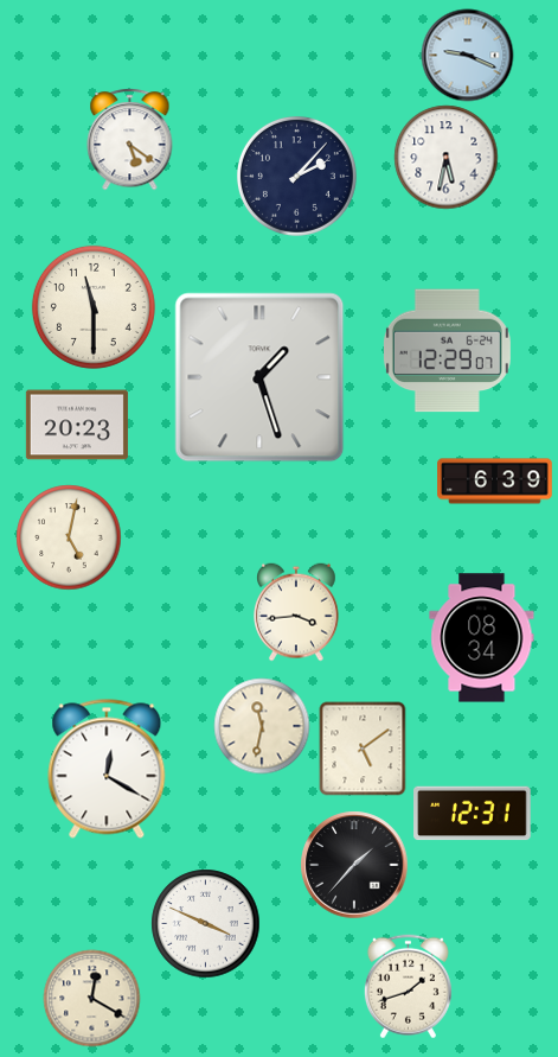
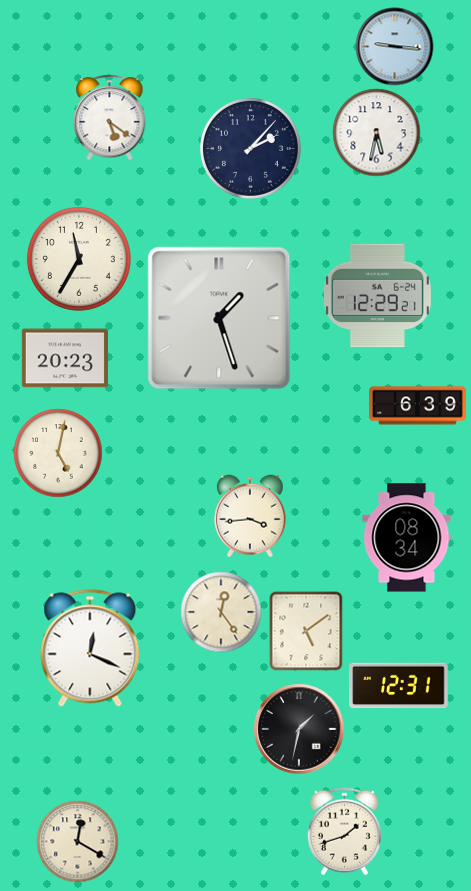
clock at (467, 55): 9:19 -> 9:16
clock at (94, 307): 11:30 -> 11:35
clock at (447, 351): 12:29:07 -> 12:29:21
clock at (262, 726): 11:32 -> 12:24
clock at (107, 769): 12:20 -> 12:19
clock at (354, 865): 1:37 -> 1:32
clock at (205, 923): 3:49 -> none
